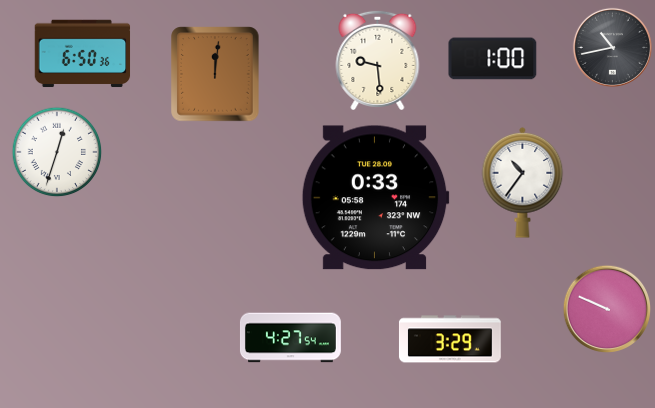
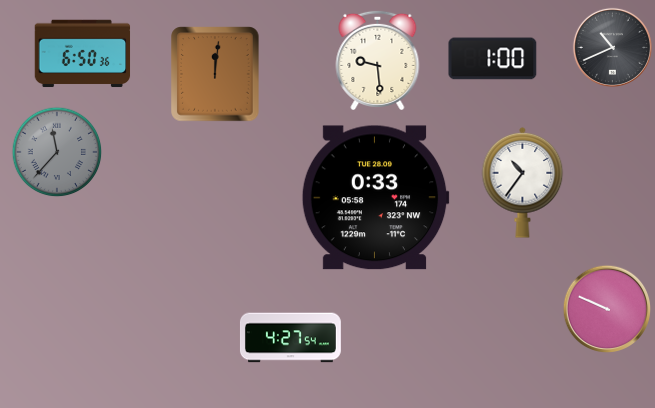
clock at (612, 47): 10:43 -> 10:41
clock at (57, 152): 12:33 -> 11:37
clock at (57, 152) dial: white -> grey
clock at (450, 339): 3:29 -> none
